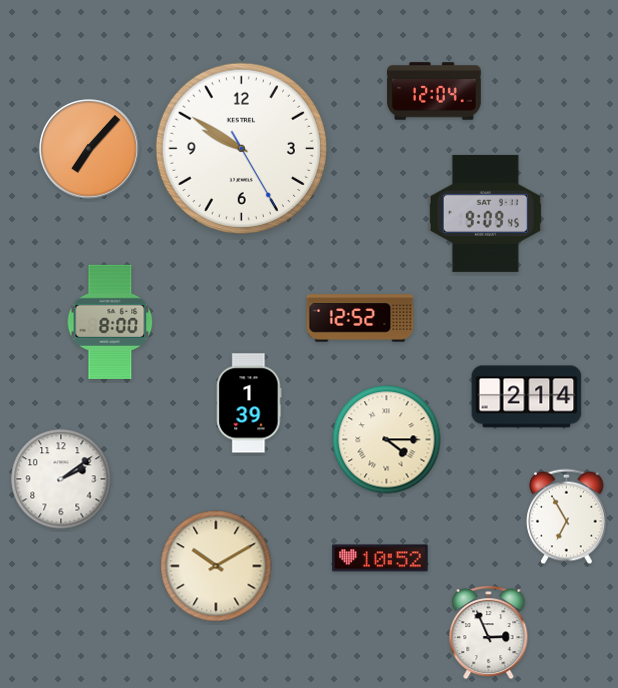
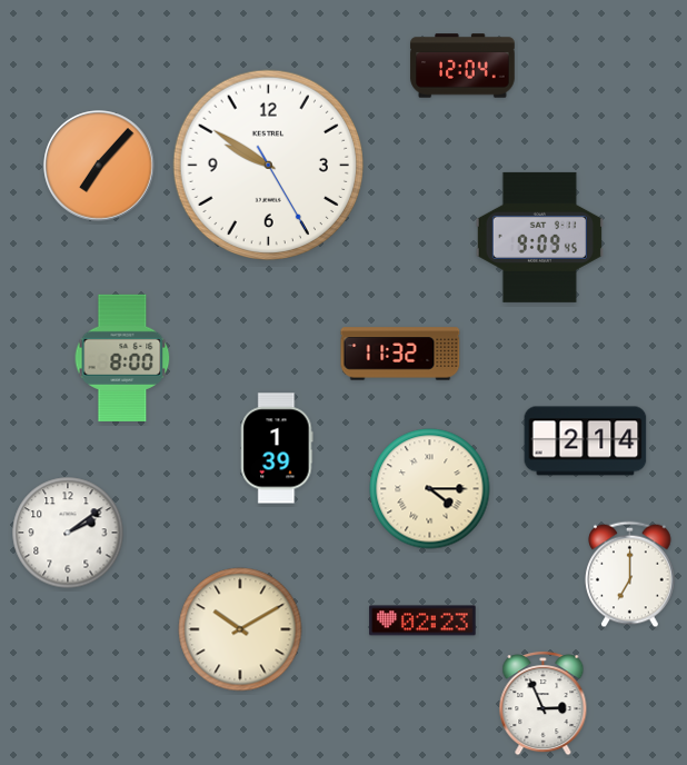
clock at (434, 91) position: (434, 91) -> (462, 66)
clock at (360, 318): 12:52 -> 11:32
clock at (567, 517): 6:55 -> 7:00
clock at (380, 558): 10:52 -> 02:23
